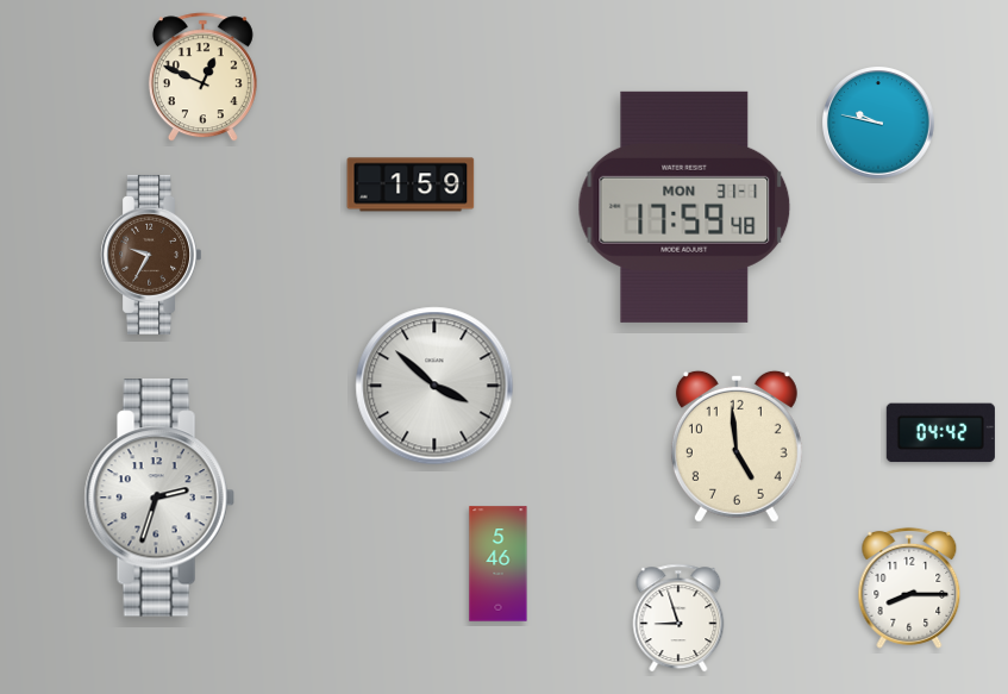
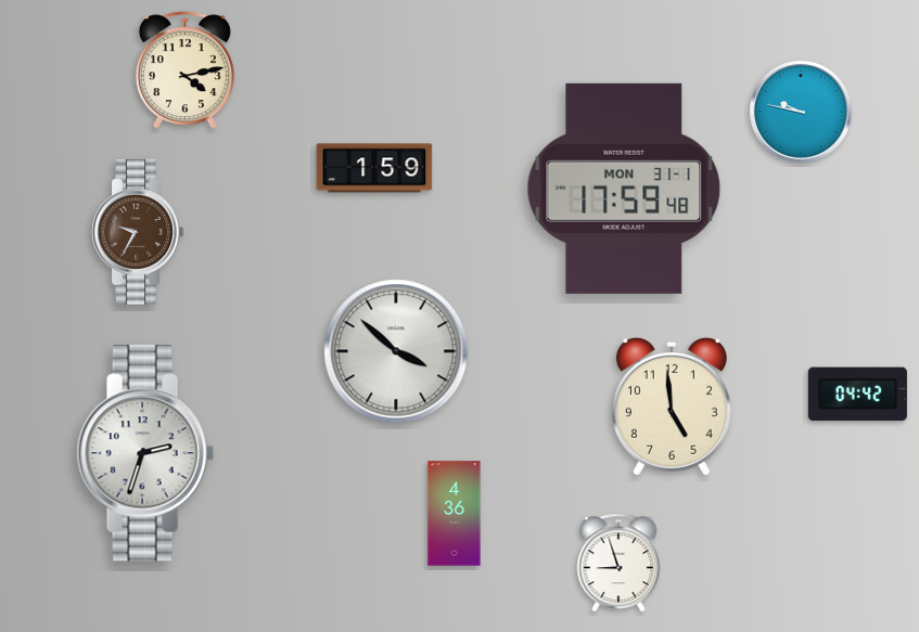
clock at (202, 77): 12:49 -> 4:13
clock at (499, 564): 5:46 -> 4:36
clock at (909, 588): 8:15 -> none
